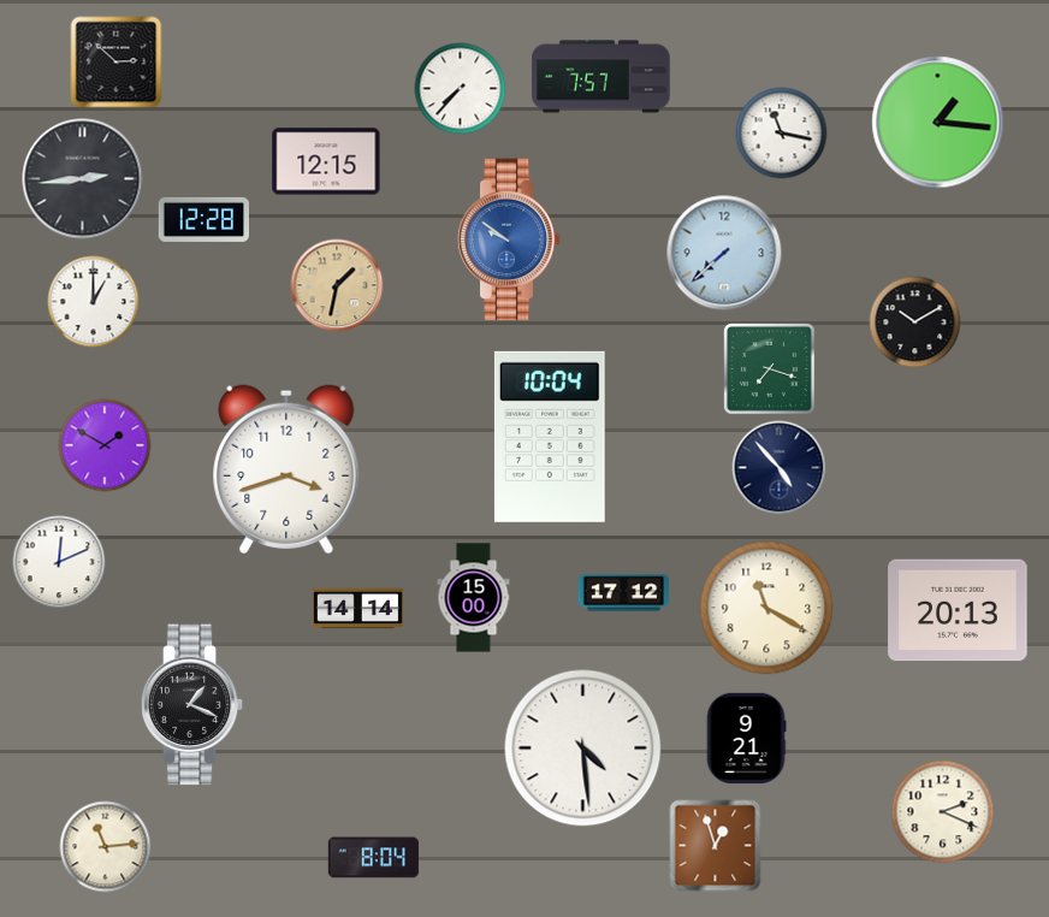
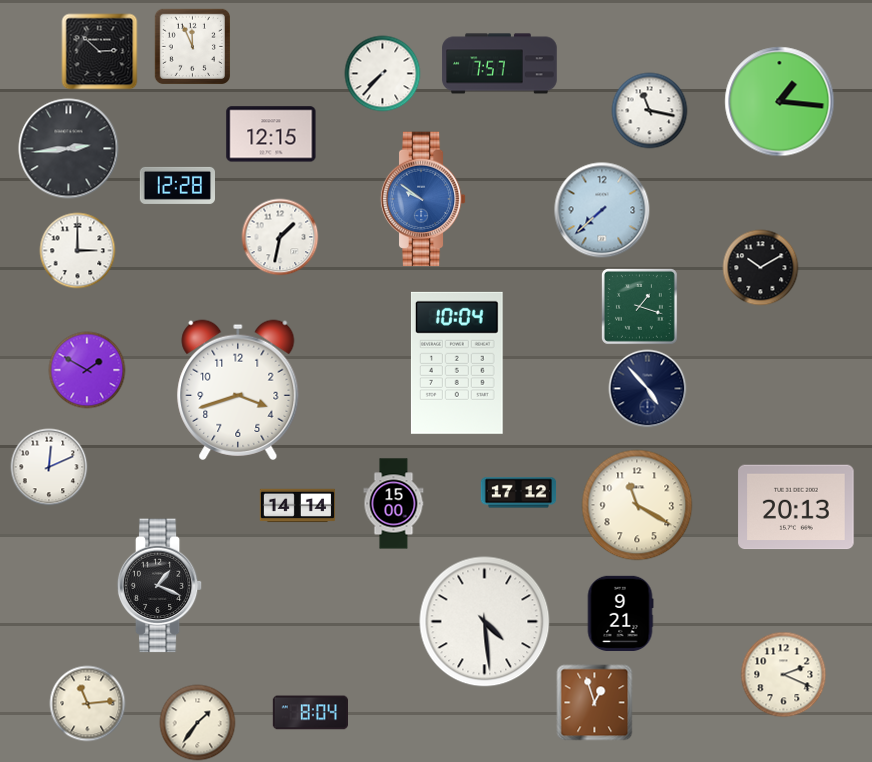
clock at (192, 46): none -> 11:56
clock at (117, 63) position: (117, 63) -> (100, 52)
clock at (203, 219) position: (203, 219) -> (177, 185)
clock at (337, 285) dial: champagne -> white
clock at (94, 302): 1:00 -> 3:00
clock at (770, 369): 7:18 -> 1:18
clock at (474, 598) position: (474, 598) -> (394, 504)
clock at (198, 723): none -> 1:36
